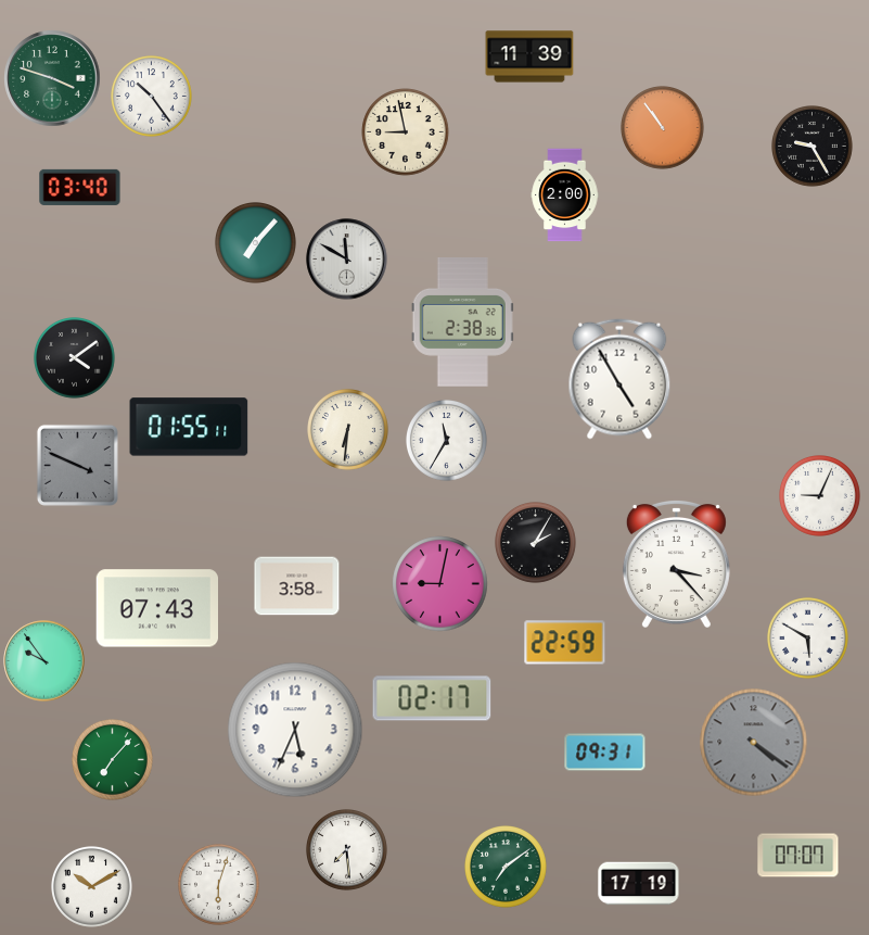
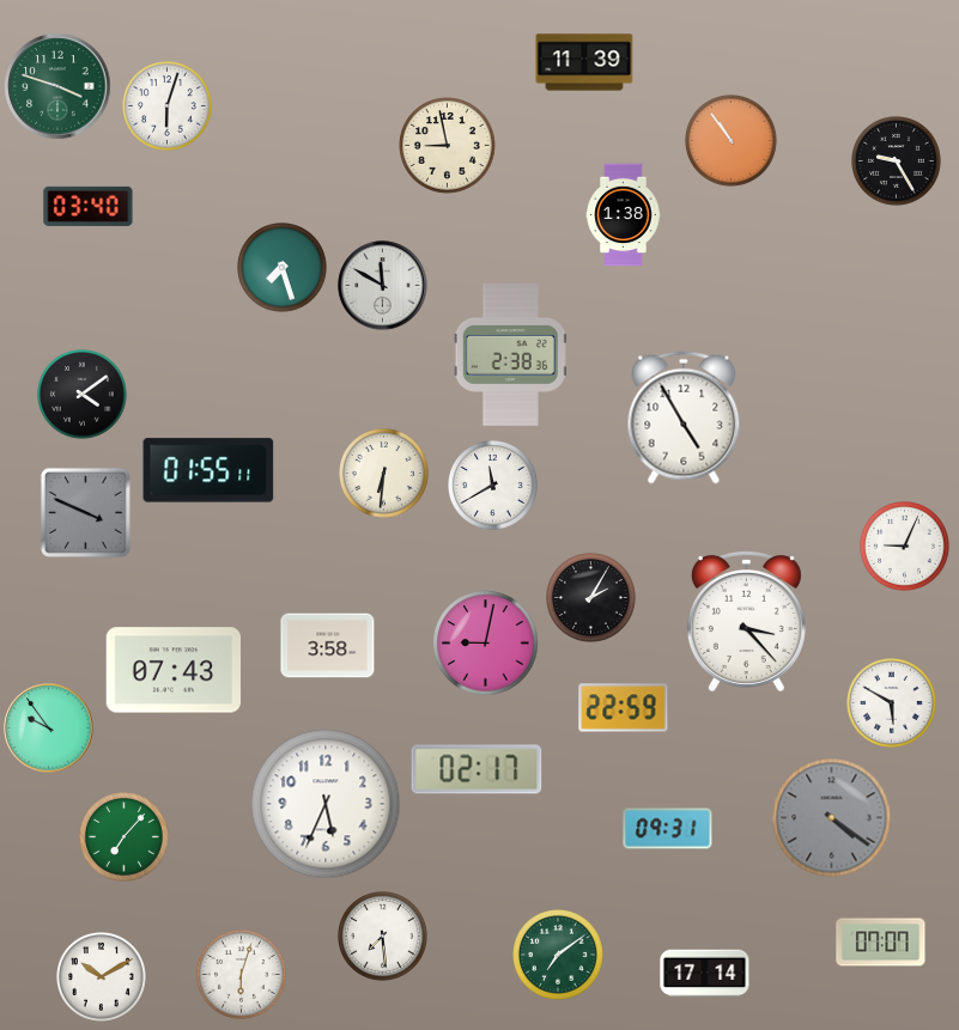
clock at (152, 97): 10:24 -> 6:03
clock at (565, 195): 2:00 -> 1:38
clock at (256, 243): 7:07 -> 7:27
clock at (447, 441): 11:35 -> 11:40
clock at (639, 884): 17:19 -> 17:14
